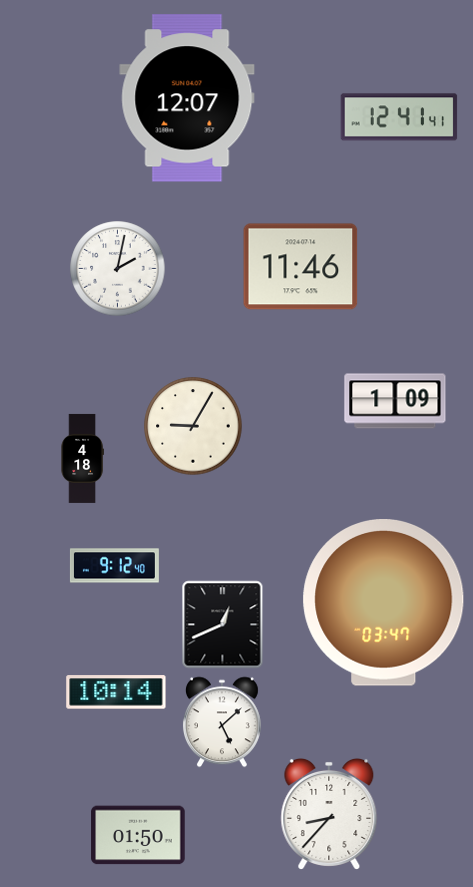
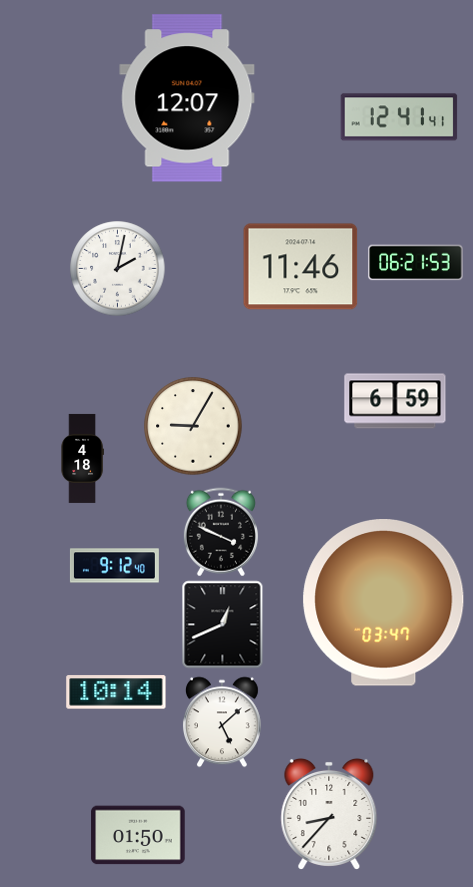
clock at (416, 263): none -> 06:21
clock at (395, 401): 1:09 -> 6:59
clock at (221, 532): none -> 3:49
